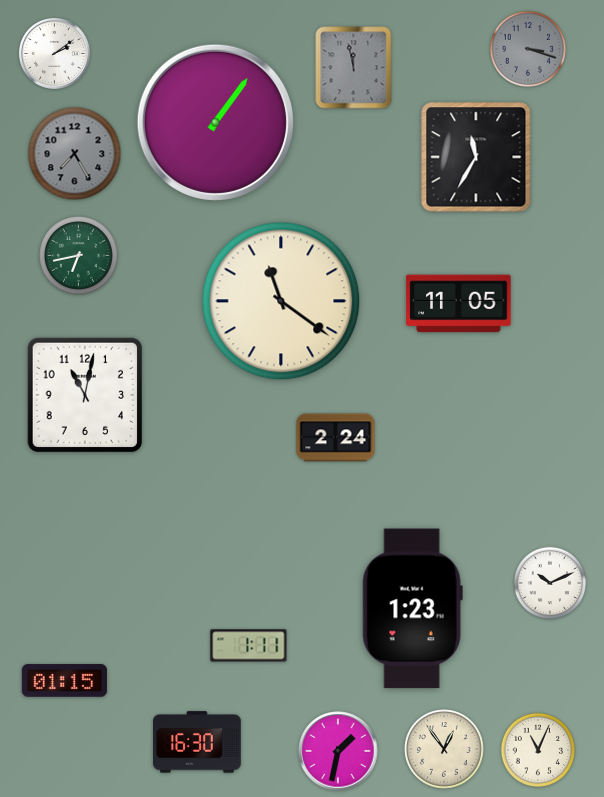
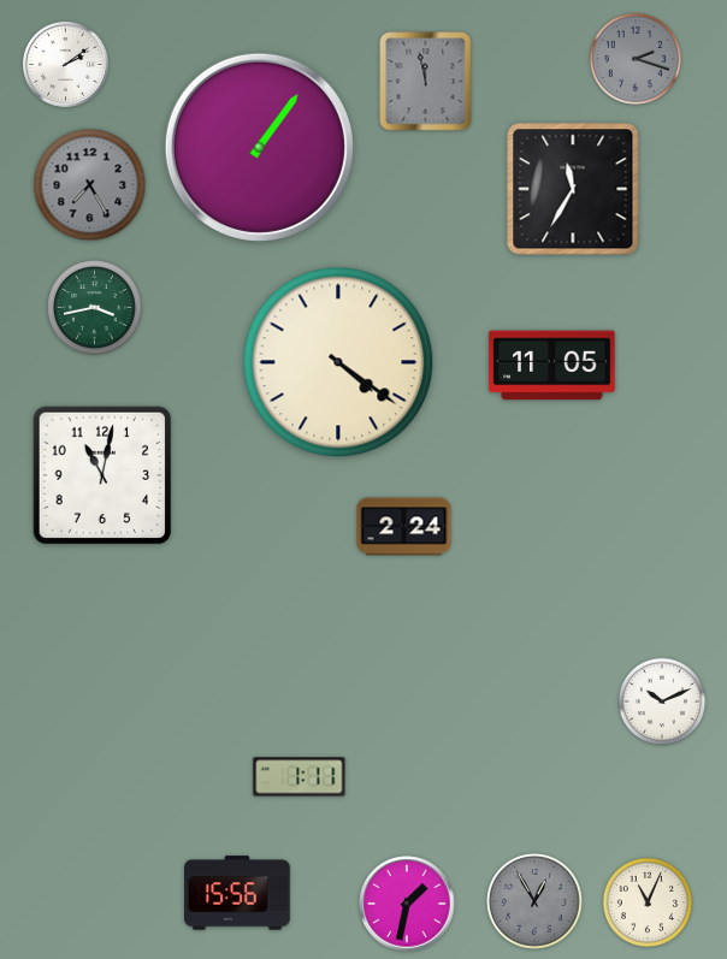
clock at (528, 49): 3:18 -> 2:18
clock at (79, 256): 6:43 -> 3:43
clock at (281, 301): 11:21 -> 4:21
clock at (412, 609): 1:23 -> none
clock at (64, 681): 01:15 -> none
clock at (197, 742): 16:30 -> 15:56
clock at (444, 749): 12:54 -> 12:55
clock at (444, 749) dial: cream -> grey
